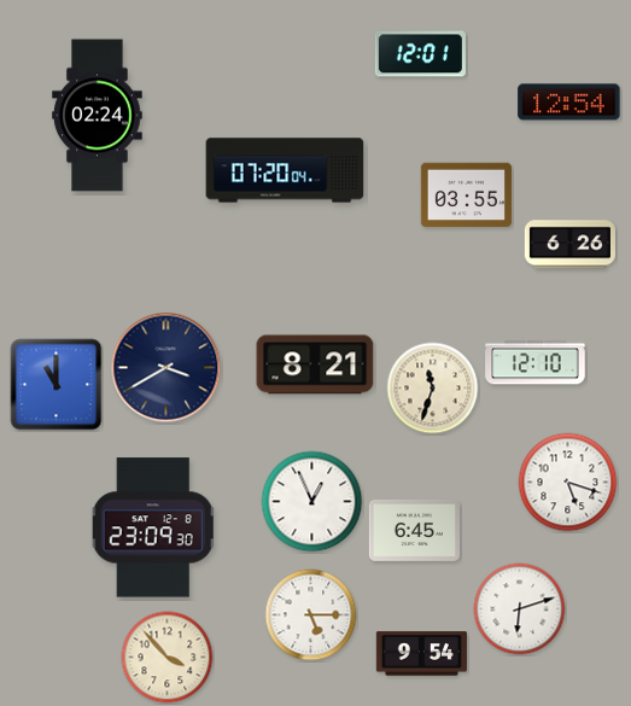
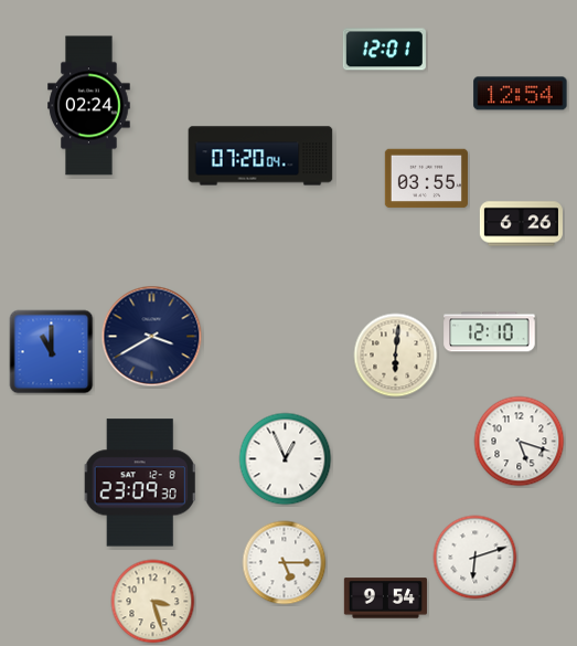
clock at (315, 364): 8:21 -> none
clock at (433, 389): 11:33 -> 6:01
clock at (414, 530): 6:45 -> none
clock at (168, 658): 3:53 -> 3:27
